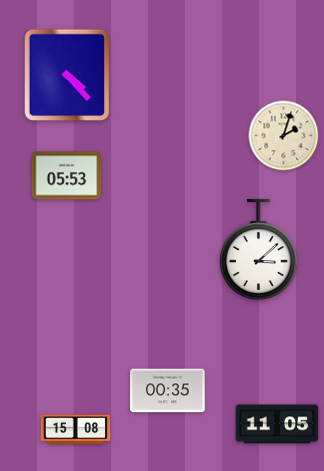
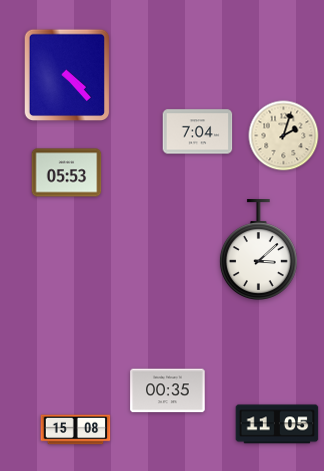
clock at (198, 132): none -> 7:04
clock at (67, 176) position: (67, 176) -> (67, 173)
